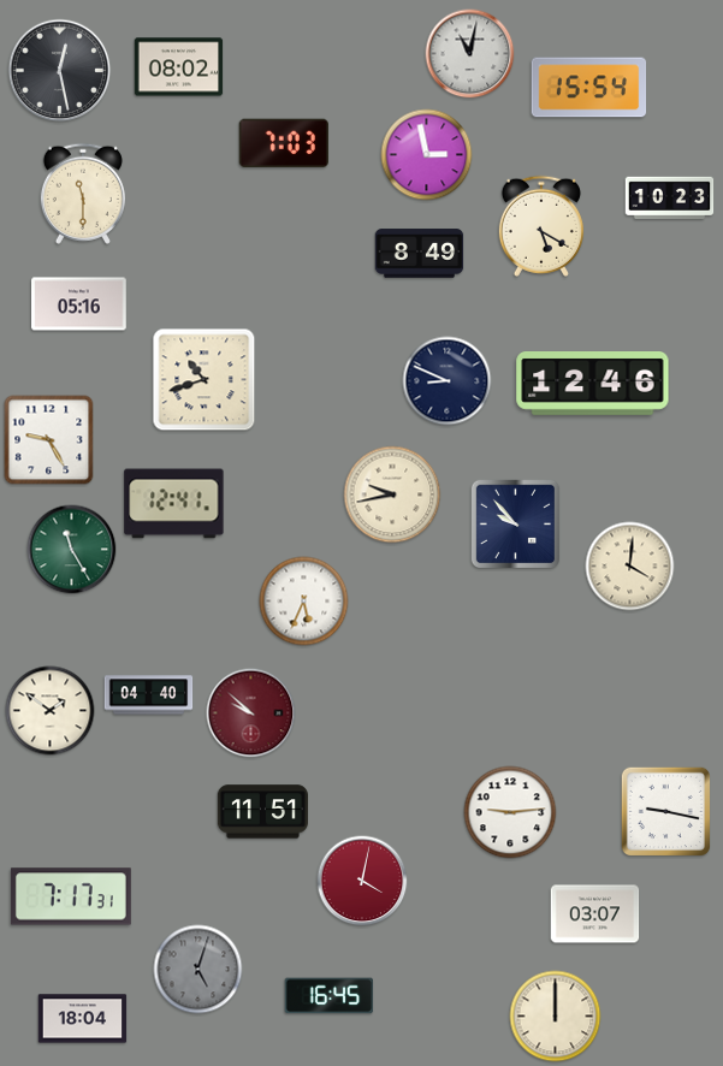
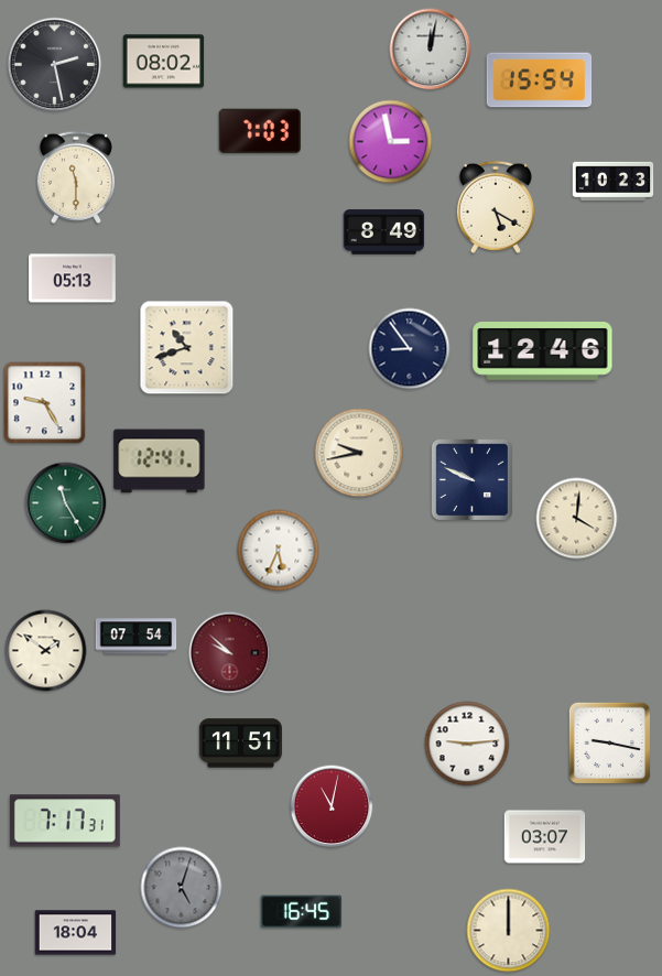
clock at (470, 54): 11:02 -> 12:02
clock at (60, 71): 12:28 -> 2:28
clock at (79, 304): 05:16 -> 05:13
clock at (448, 381): 8:49 -> 8:54
clock at (515, 523): 9:53 -> 9:49
clock at (149, 695): 04:40 -> 07:54
clock at (362, 881): 4:02 -> 11:02
